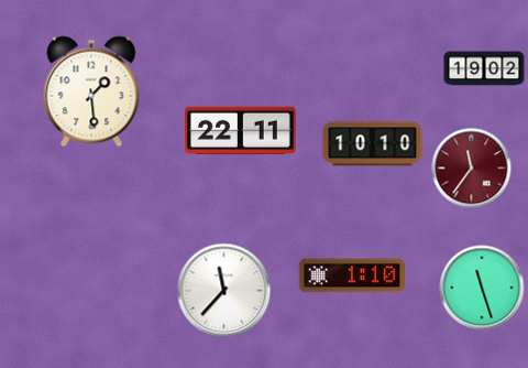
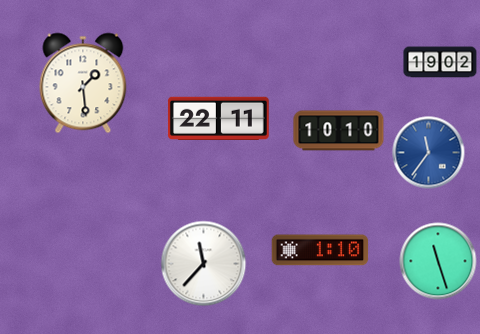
clock at (472, 169) dial: burgundy -> blue
